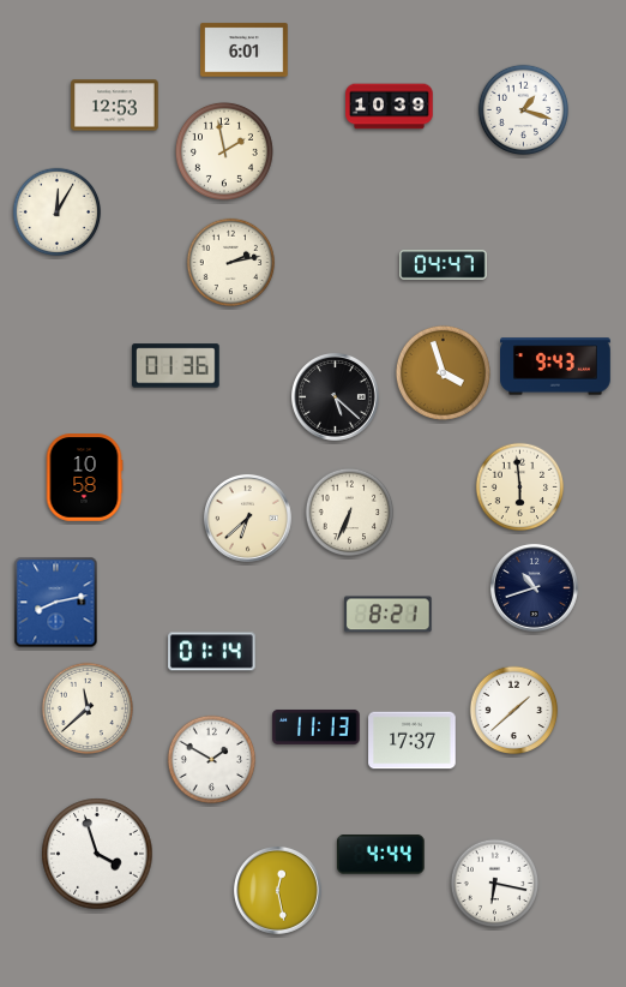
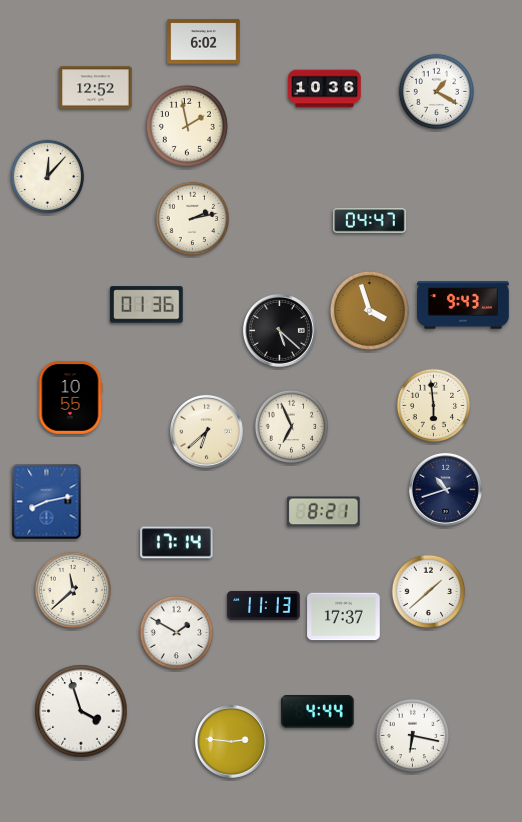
clock at (245, 50): 6:01 -> 6:02
clock at (115, 106): 12:53 -> 12:52
clock at (390, 107): 10:39 -> 10:36
clock at (523, 109): 1:18 -> 1:20
clock at (58, 213): 12:05 -> 12:07
clock at (84, 478): 10:58 -> 10:55
clock at (350, 513): 6:34 -> 6:56
clock at (212, 652): 01:14 -> 17:14
clock at (277, 890): 12:28 -> 2:46
